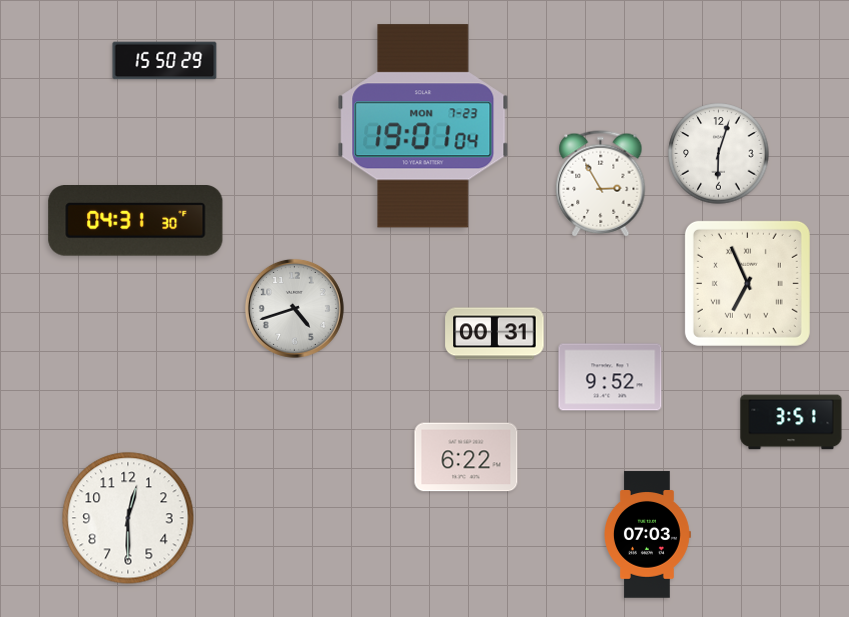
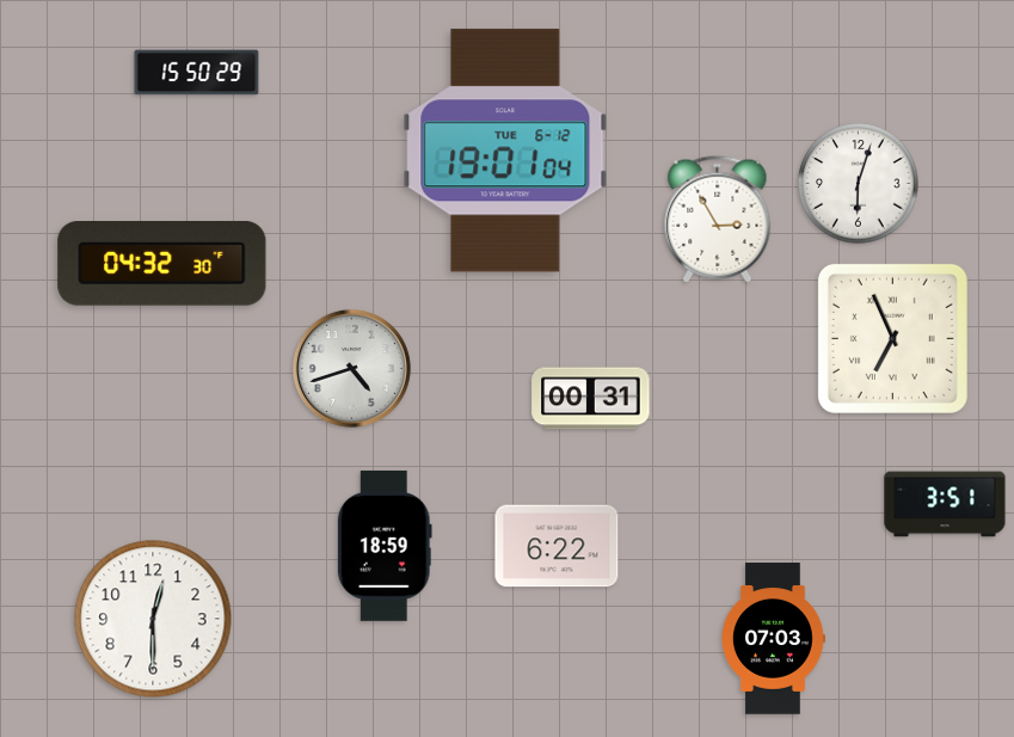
clock at (423, 126) date: MON 7-23 -> TUE 6-12
clock at (136, 221): 04:31 -> 04:32
clock at (610, 377): 9:52 -> none
clock at (385, 546): none -> 18:59
